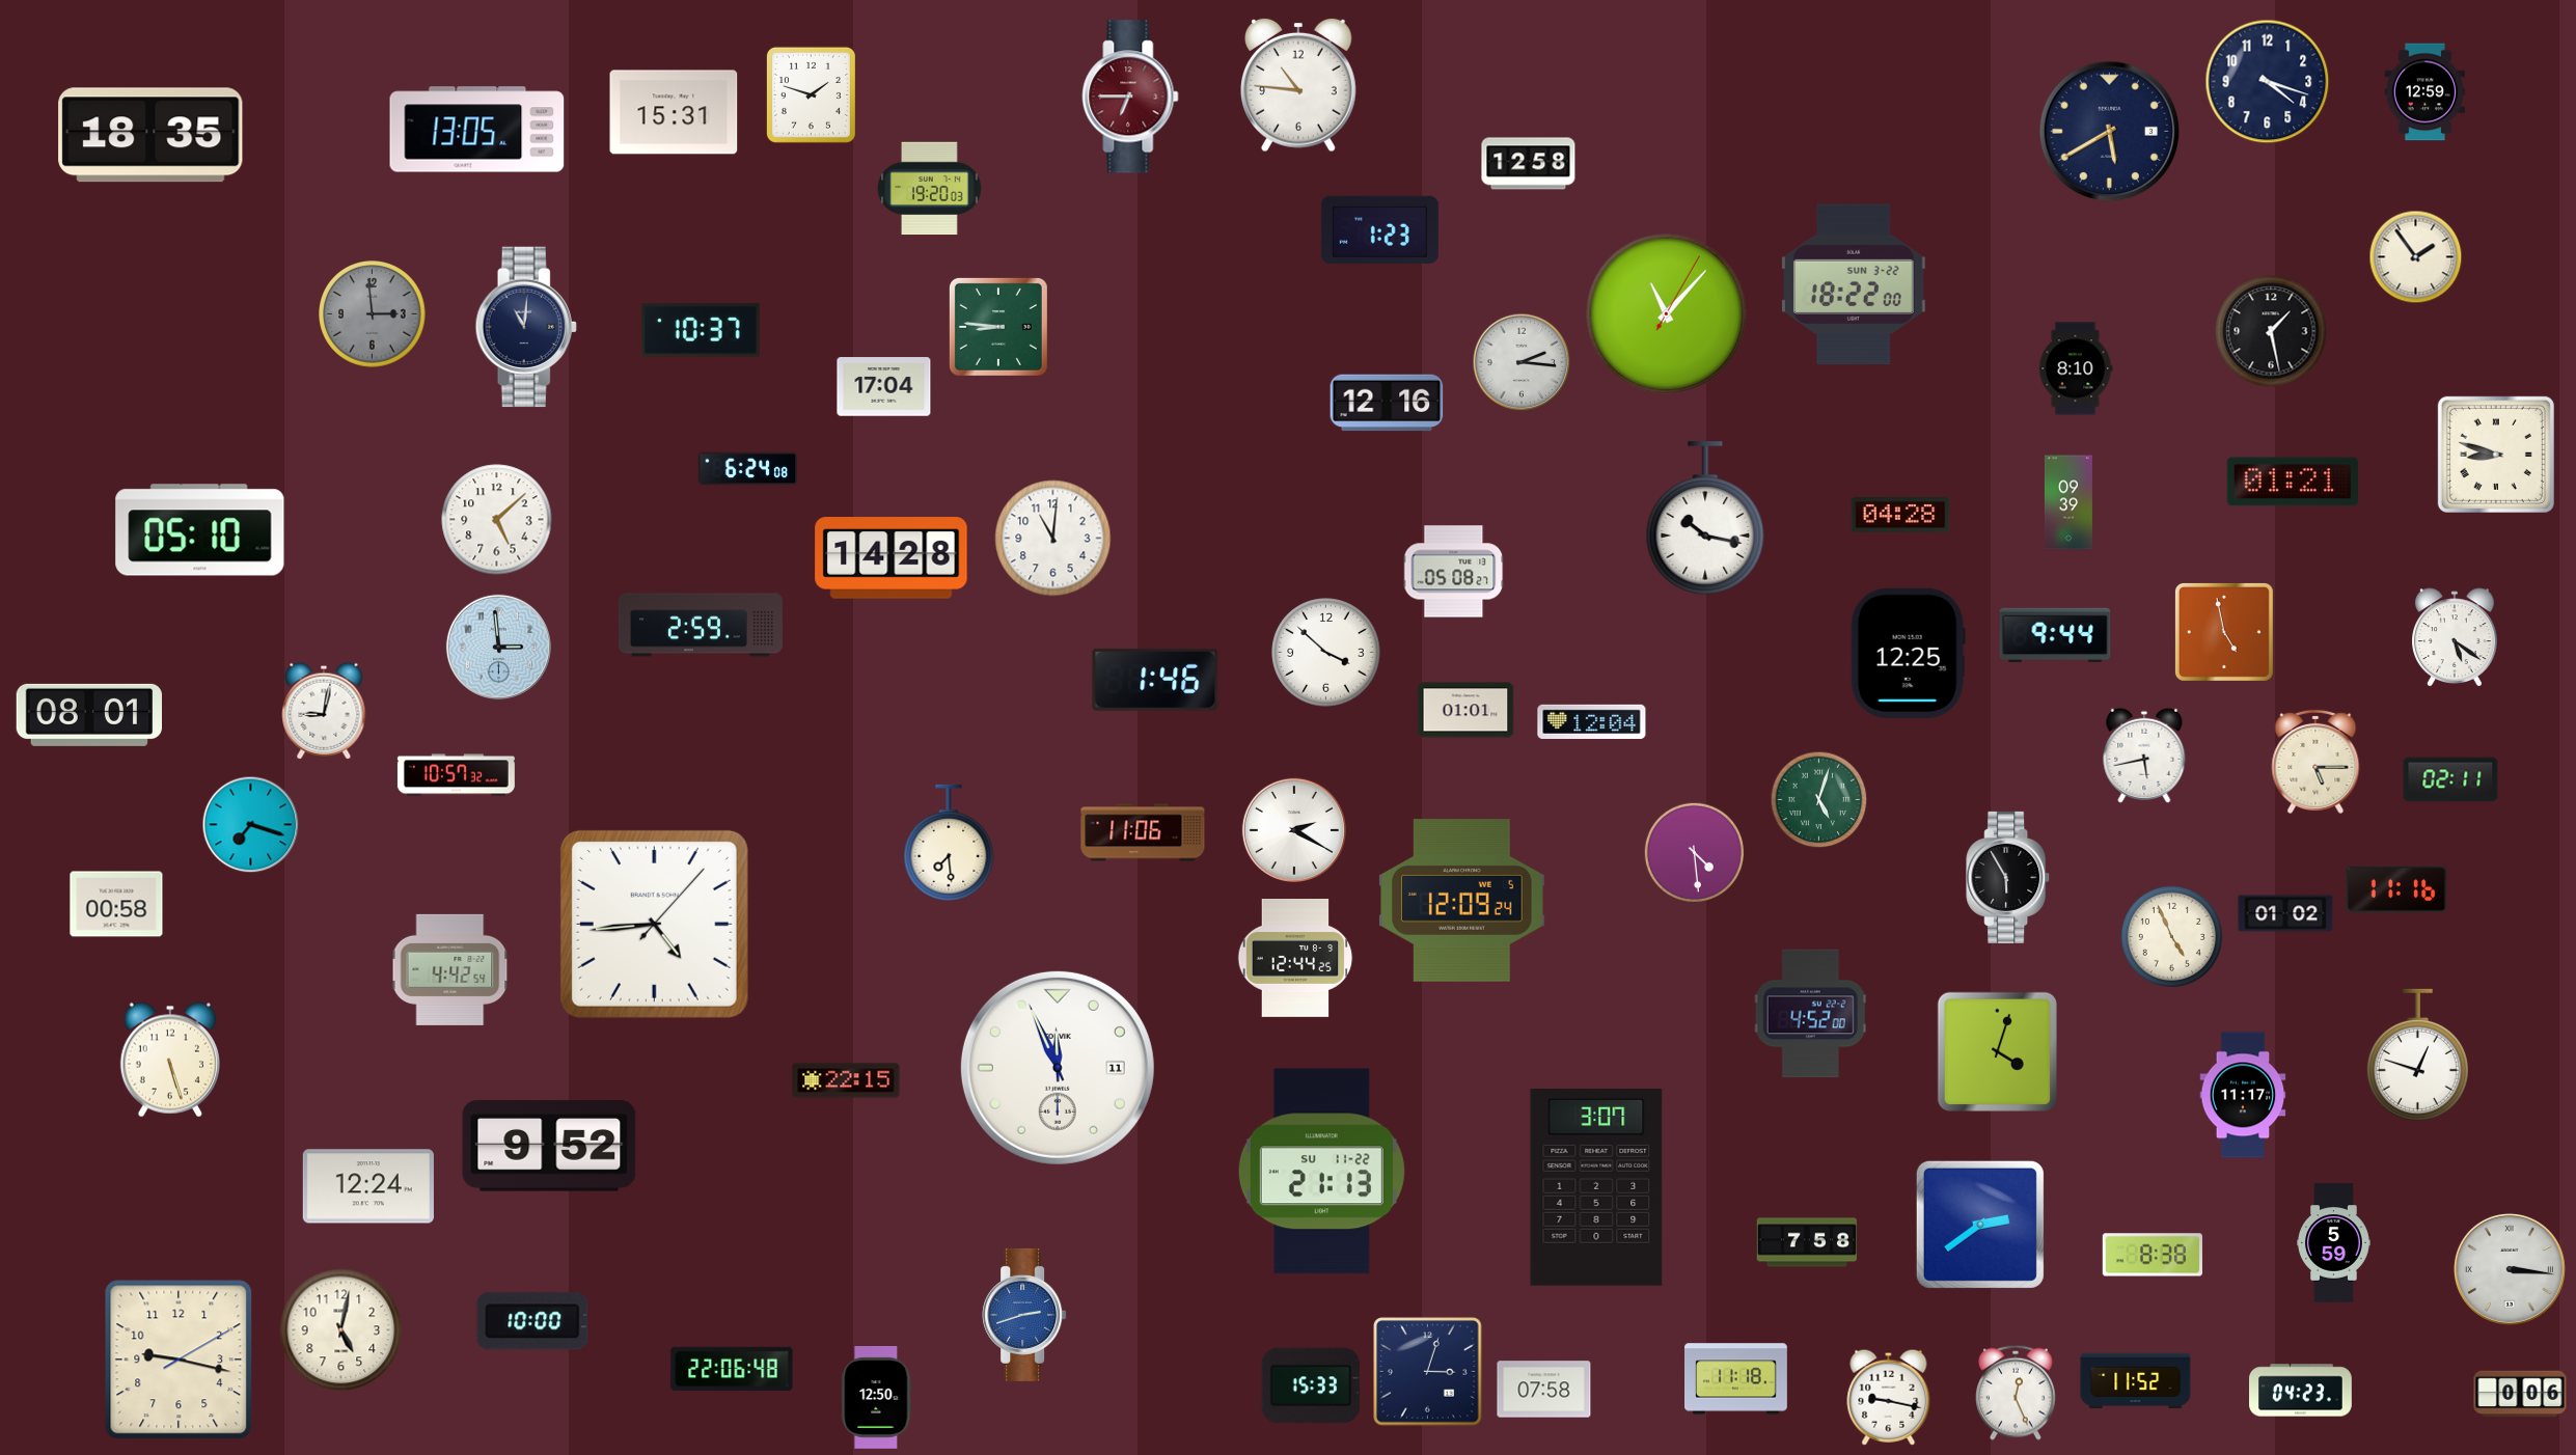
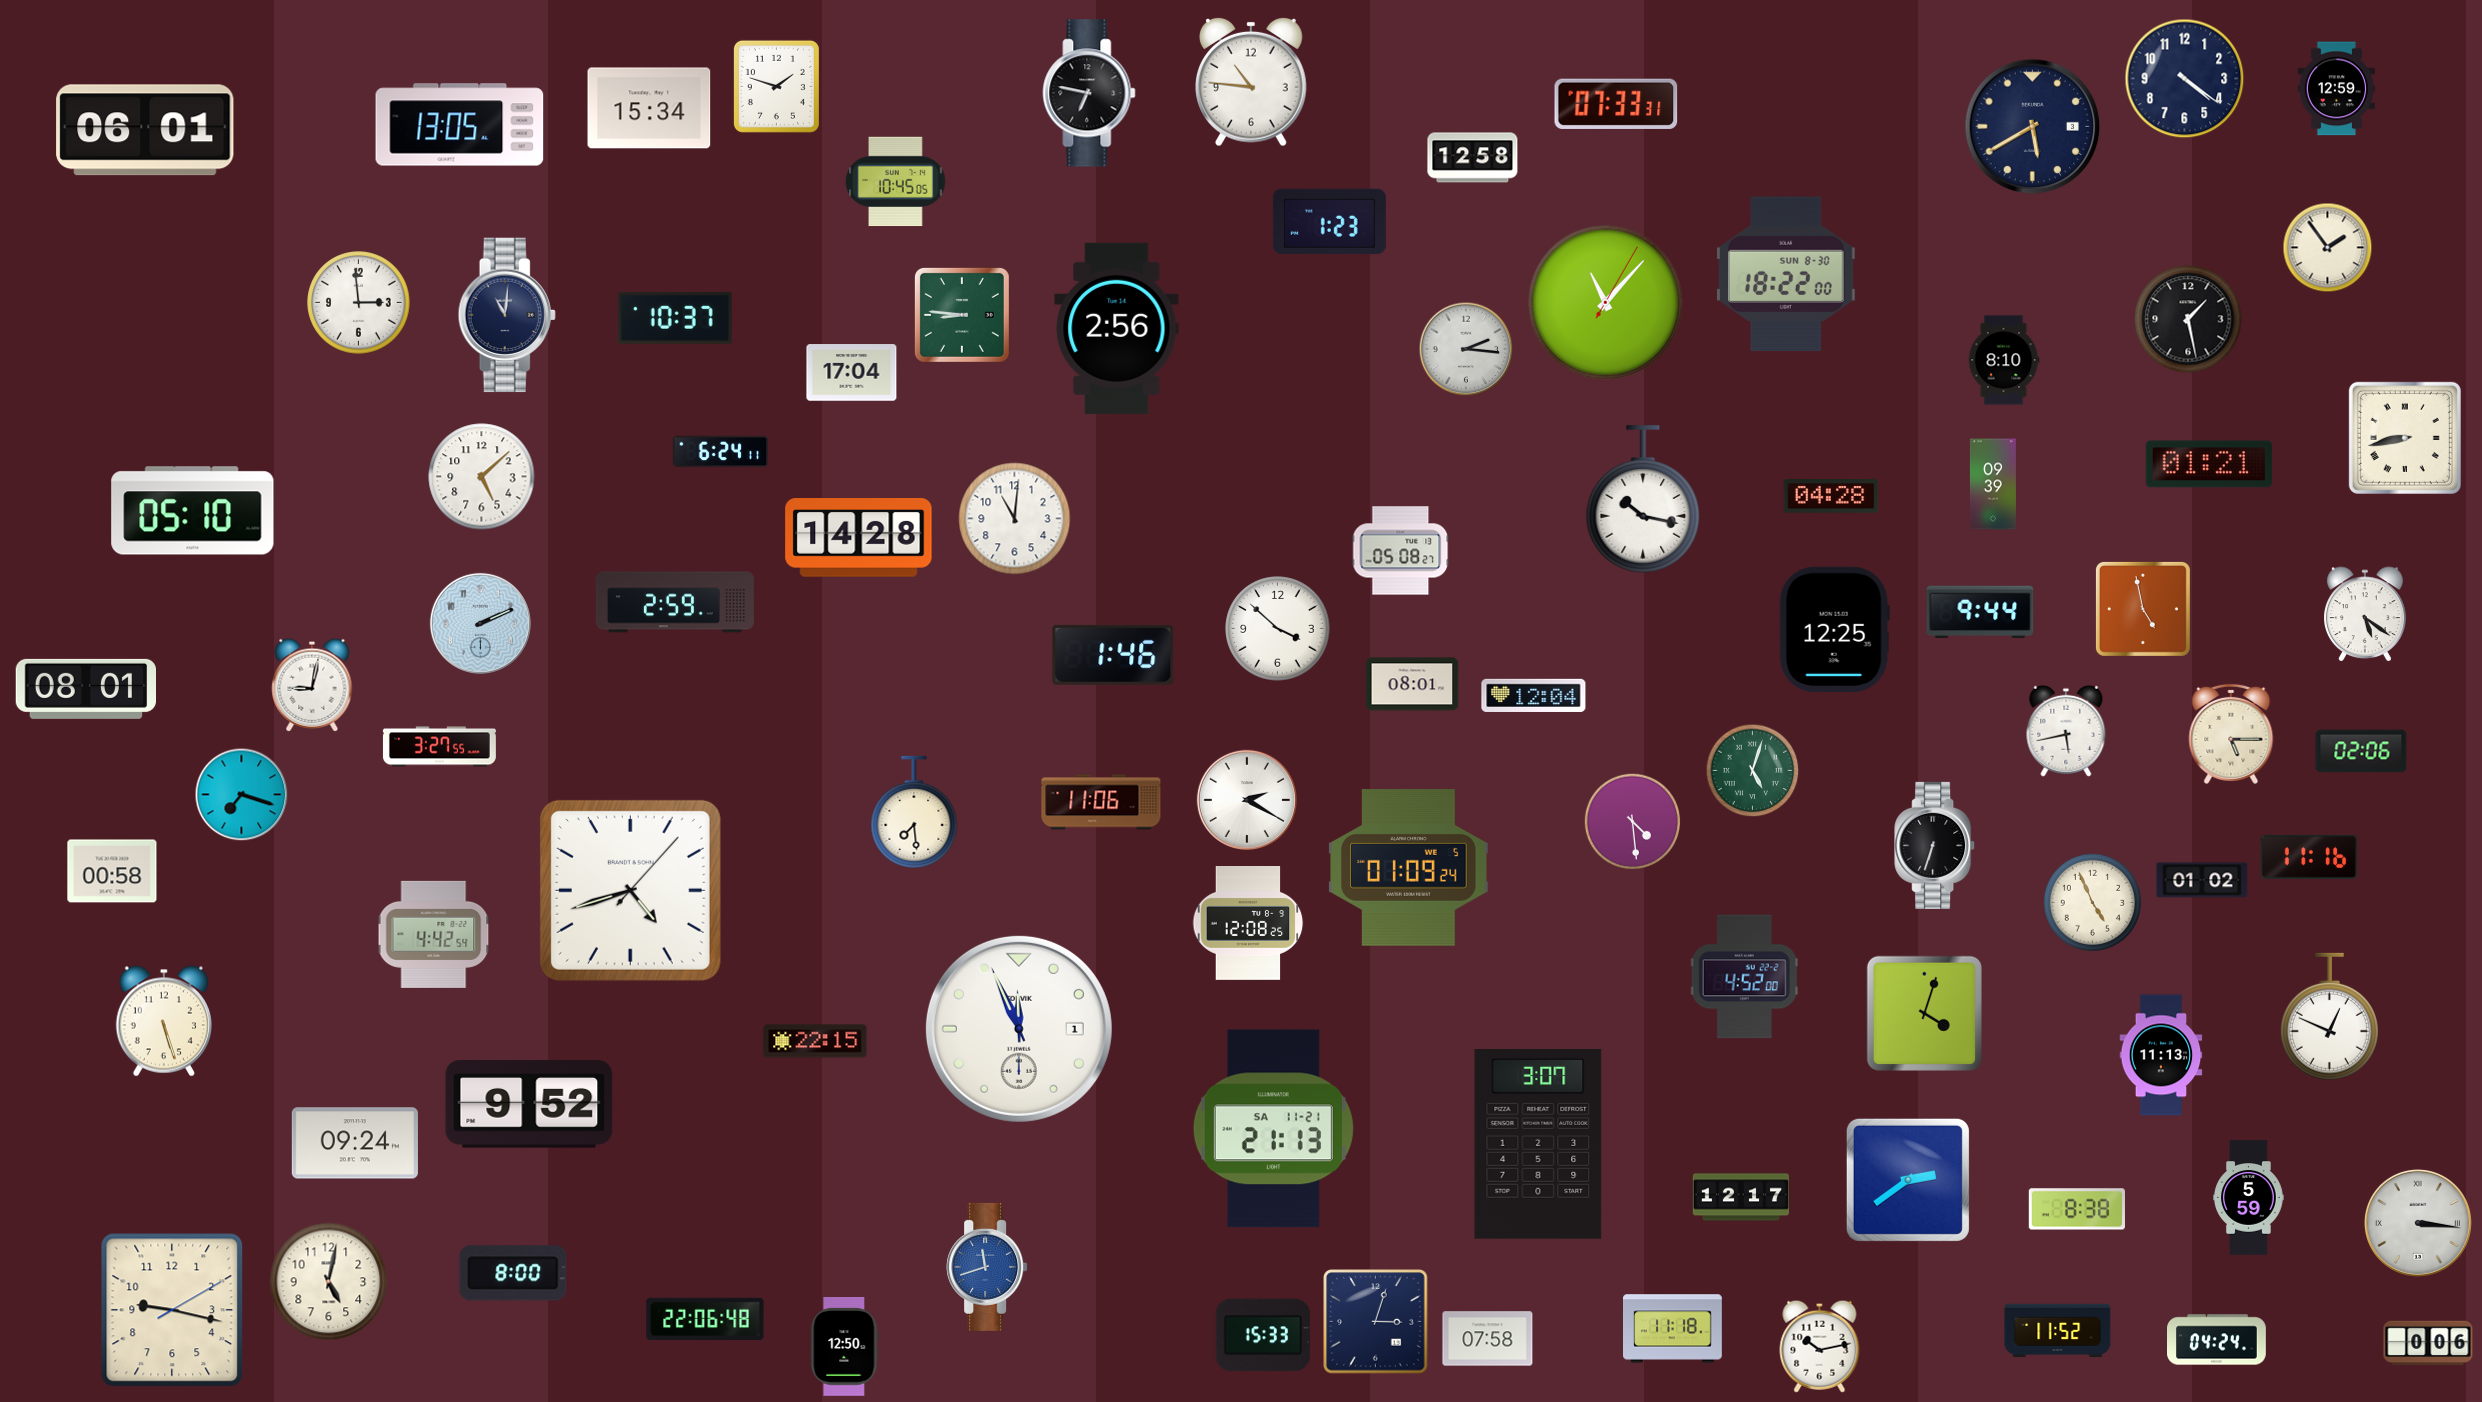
clock at (2268, 82): 4:18 -> 4:21
clock at (811, 94) position: (811, 94) -> (776, 86)
clock at (1130, 97): 6:45 -> 6:47
clock at (1130, 97) dial: burgundy -> black
clock at (1616, 104): none -> 07:33
clock at (674, 112): 15:31 -> 15:34
clock at (150, 135): 18:35 -> 06:01
clock at (930, 189): 19:20 -> 10:45
clock at (1855, 284) date: SUN 3-22 -> SUN 8-30
clock at (373, 314) dial: grey -> white
clock at (1117, 328): none -> 2:56
clock at (2076, 368) position: (2076, 368) -> (2004, 360)
clock at (1387, 403): 12:16 -> none
clock at (2496, 455): 8:48 -> 8:43
clock at (748, 469): 6:24:08 -> 6:24:11
clock at (497, 520) position: (497, 520) -> (482, 477)
clock at (498, 647): 2:59 -> 2:11
clock at (1908, 653) position: (1908, 653) -> (1834, 629)
clock at (1465, 710): 01:01 -> 08:01
clock at (2144, 756) position: (2144, 756) -> (2066, 731)
clock at (456, 775): 10:57 -> 3:27
clock at (2450, 779): 02:11 -> 02:06
clock at (2008, 877): 5:55 -> 6:33
clock at (1462, 901): 12:09 -> 01:09
clock at (654, 924): 4:44 -> 4:42
clock at (1295, 959): 12:44 -> 12:08
clock at (2417, 1055): 12:48 -> 12:49
clock at (1058, 1068) date: 11 -> 1
clock at (2243, 1095): 11:17 -> 11:13
clock at (1321, 1172) date: SU 11-22 -> SA 11-21
clock at (368, 1186): 12:24 -> 09:24
clock at (1806, 1242): 7:58 -> 12:17
clock at (2153, 1255) position: (2153, 1255) -> (2077, 1209)
clock at (1024, 1315): 2:42 -> 11:42
clock at (532, 1321): 10:00 -> 8:00
clock at (2301, 1391): 04:23 -> 04:24
clock at (2016, 1393): 12:26 -> none
clock at (1889, 1397): 9:17 -> 10:13
